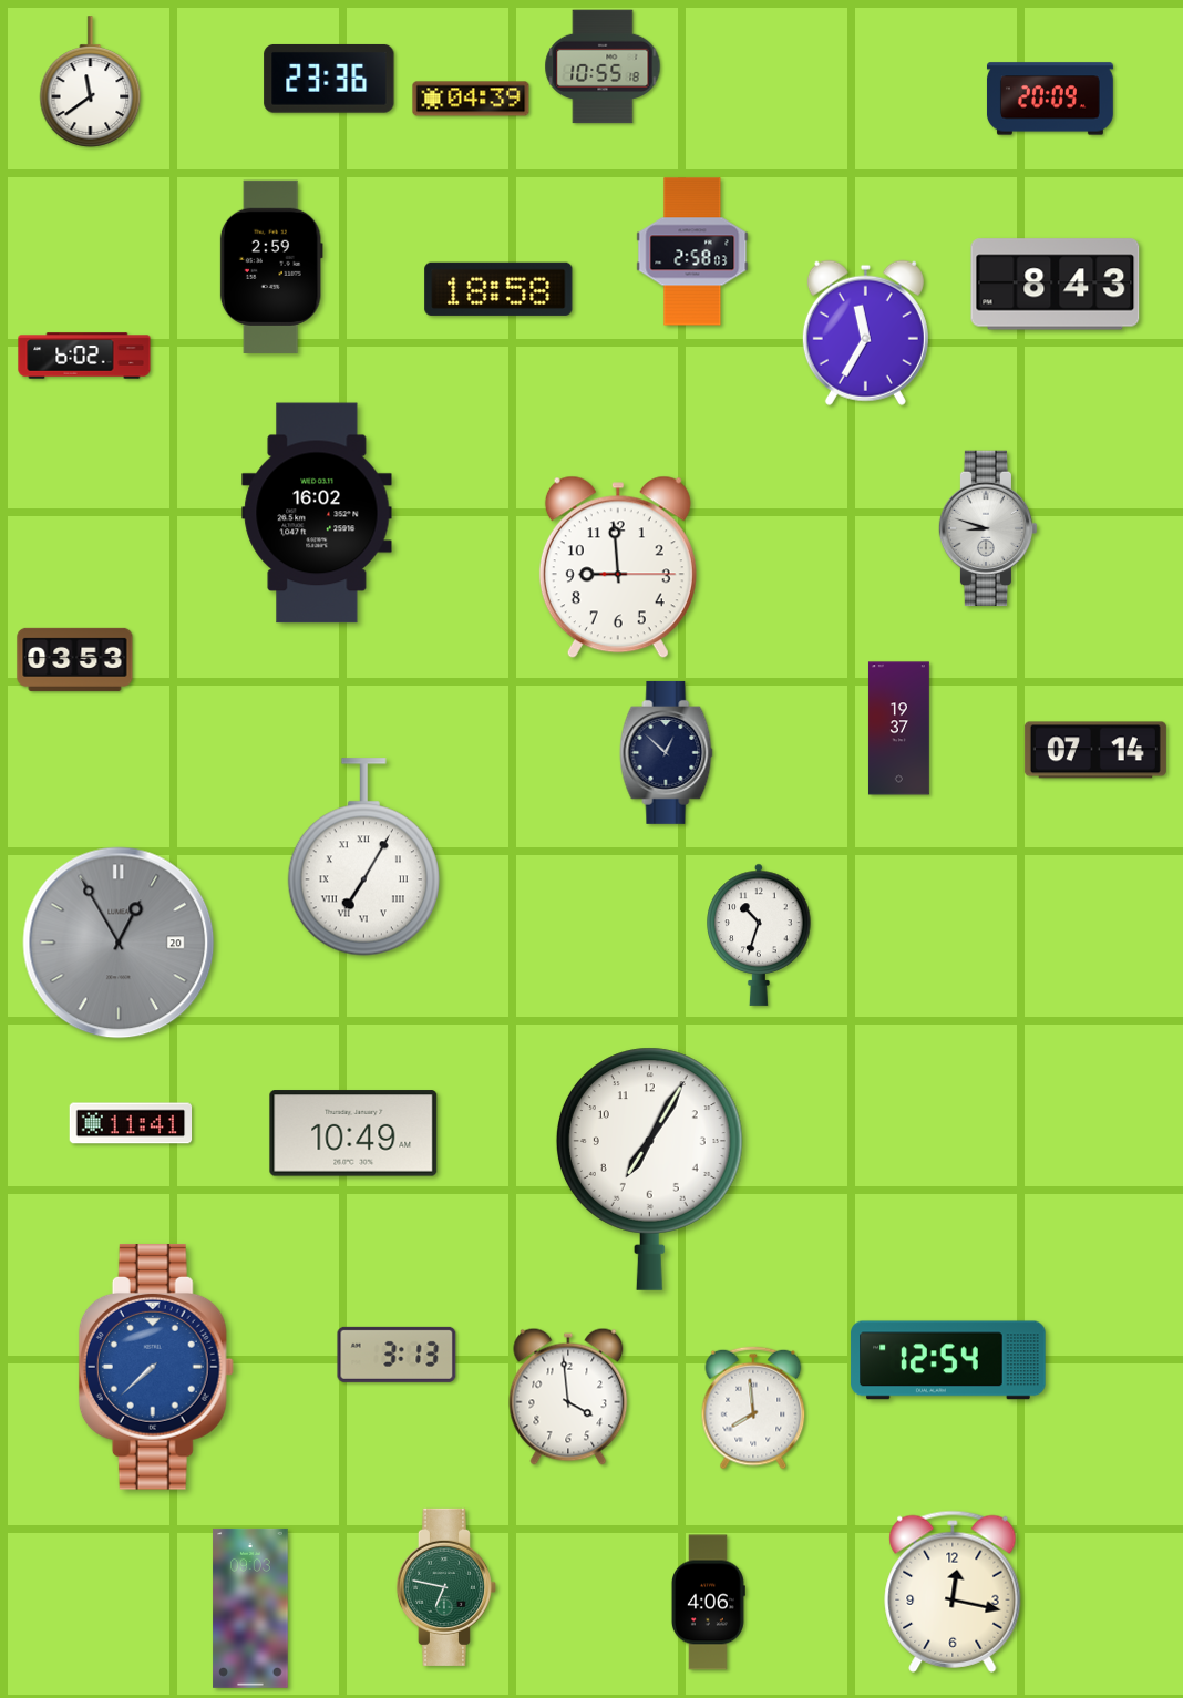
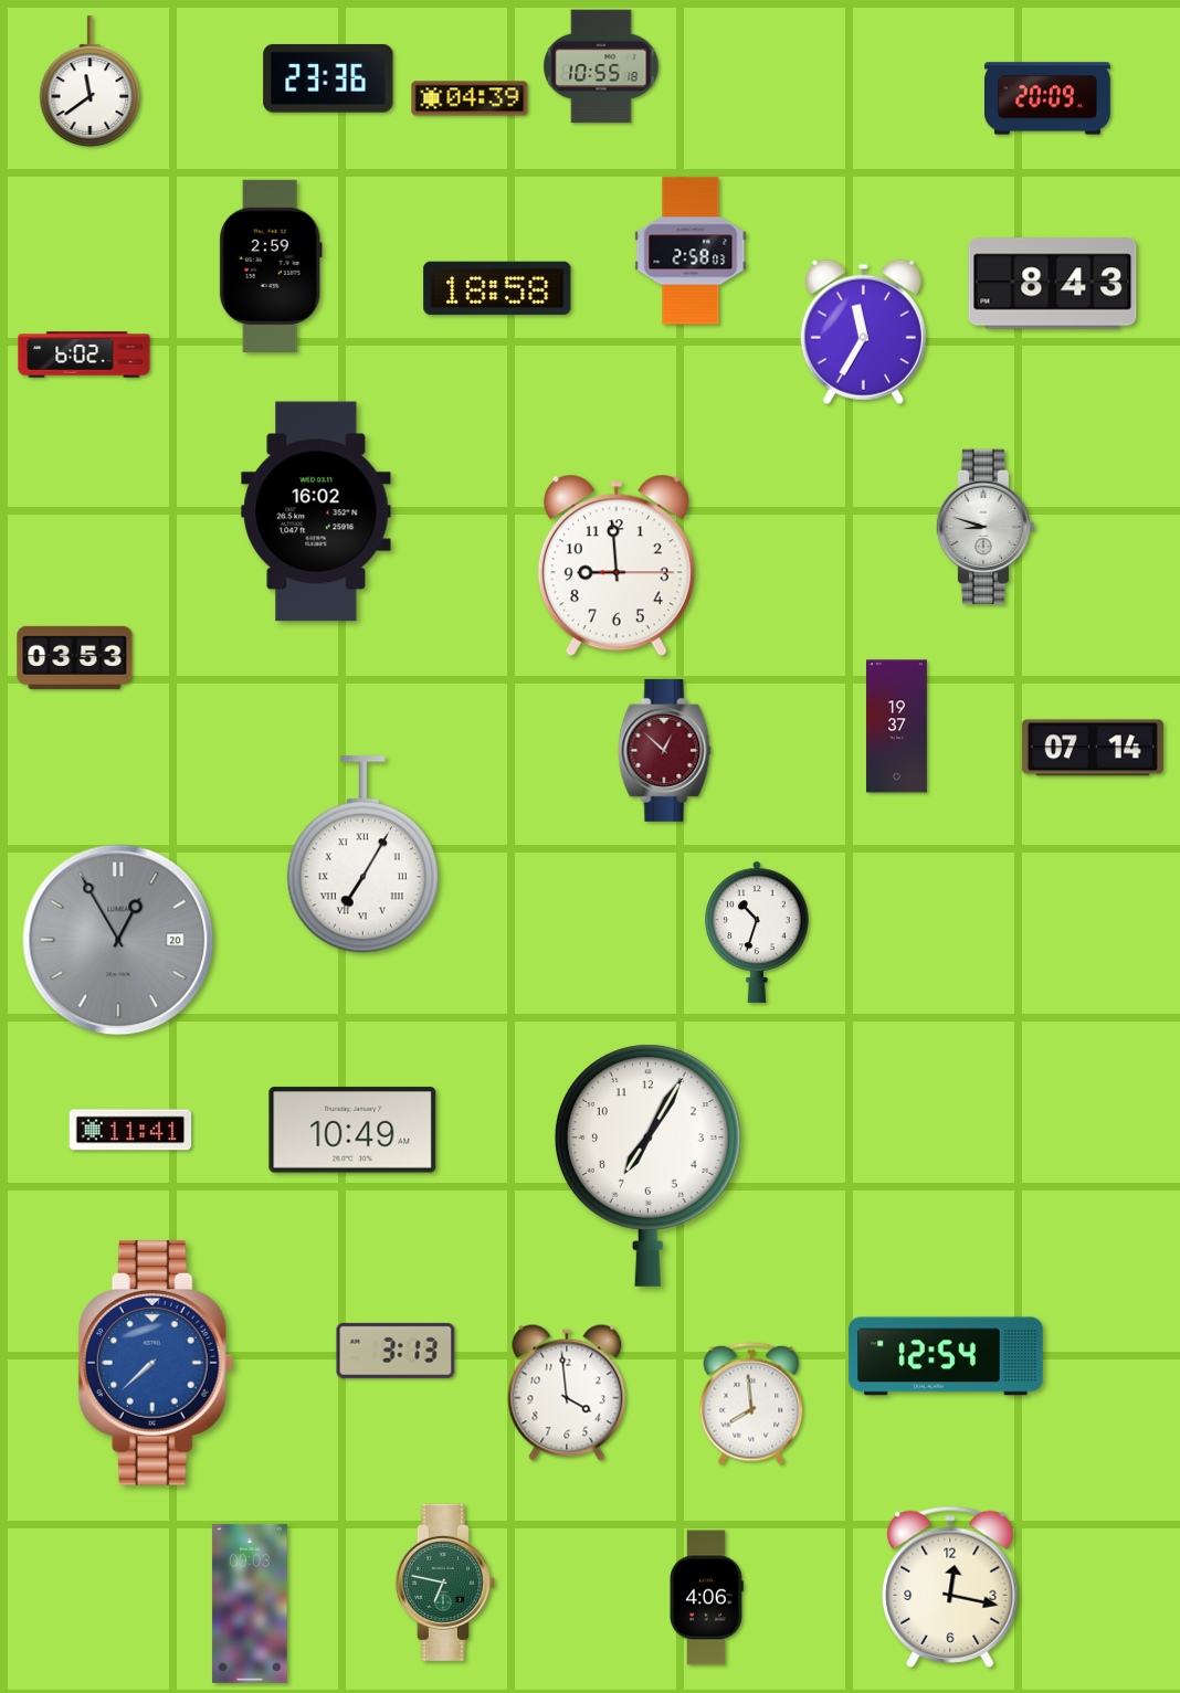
clock at (667, 752) dial: navy -> burgundy
clock at (131, 1123) position: (131, 1123) -> (130, 1130)
